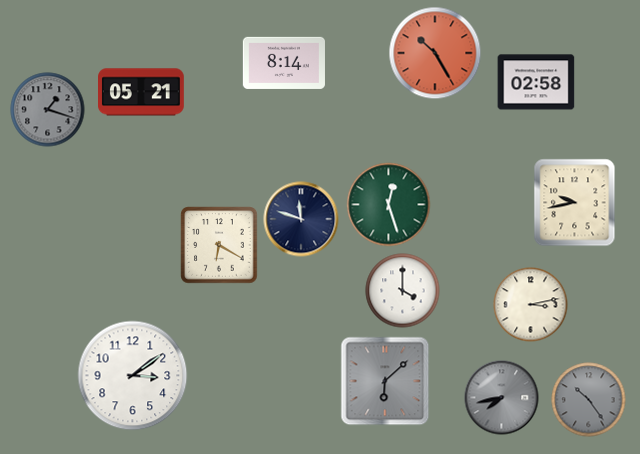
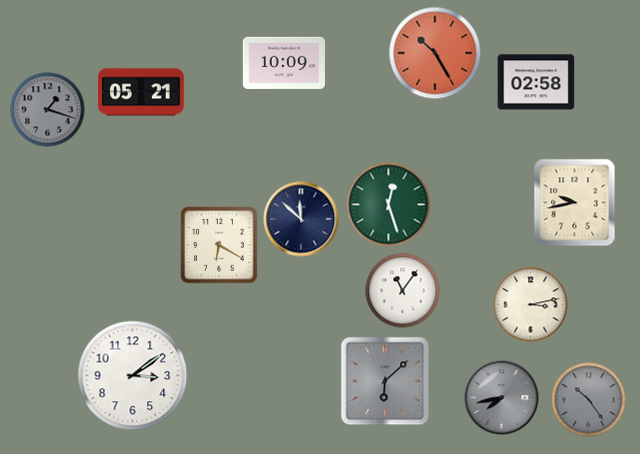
clock at (284, 63): 8:14 -> 10:09
clock at (301, 219): 11:48 -> 11:52
clock at (403, 291): 4:00 -> 11:06
